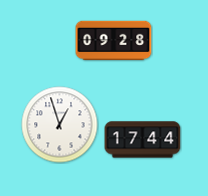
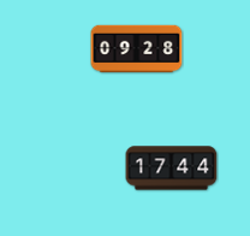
clock at (60, 125): 12:57 -> none
